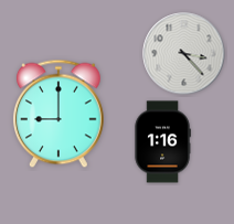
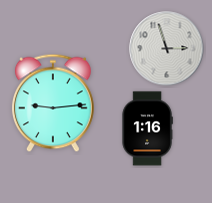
clock at (184, 54): 3:23 -> 2:57
clock at (59, 114): 9:00 -> 9:14
